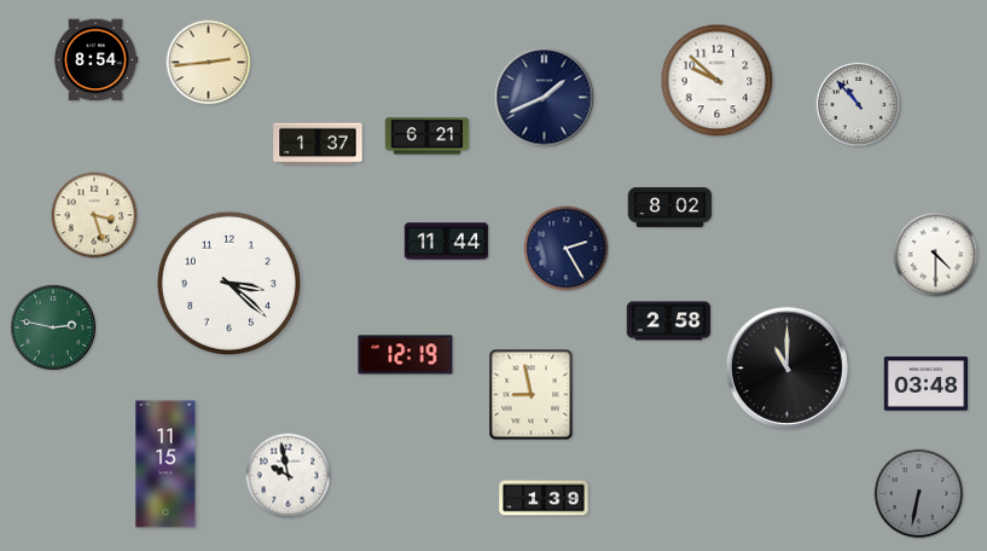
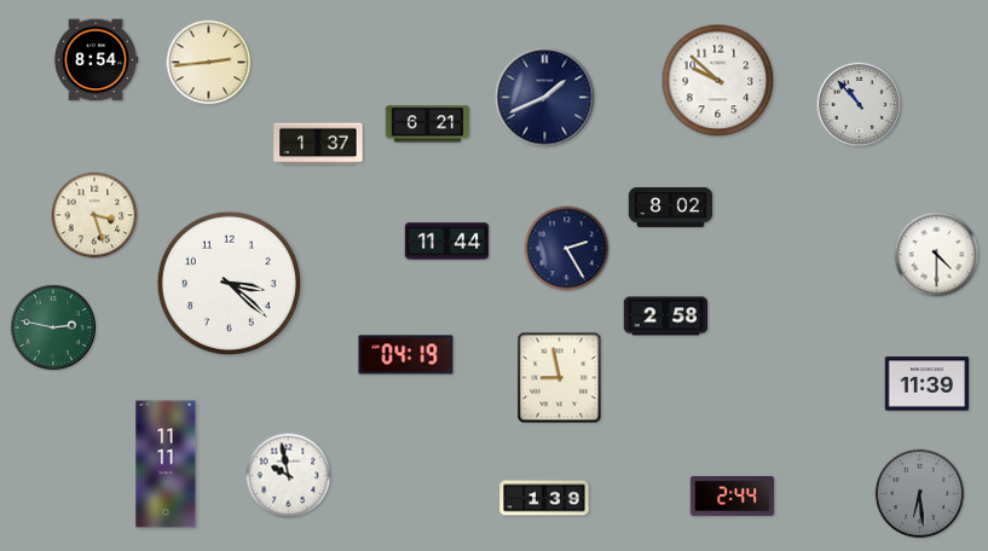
clock at (428, 137) position: (428, 137) -> (428, 124)
clock at (669, 321) position: (669, 321) -> (666, 317)
clock at (406, 355): 12:19 -> 04:19
clock at (786, 367): 11:00 -> none
clock at (927, 384): 03:48 -> 11:39
clock at (532, 395) position: (532, 395) -> (560, 378)
clock at (166, 464): 11:15 -> 11:11
clock at (919, 494): 6:32 -> 6:29
clock at (733, 495): none -> 2:44
